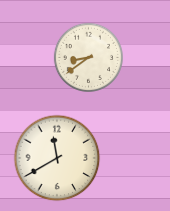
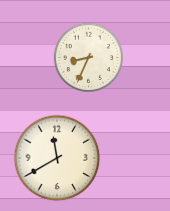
clock at (88, 57): 8:39 -> 8:34
